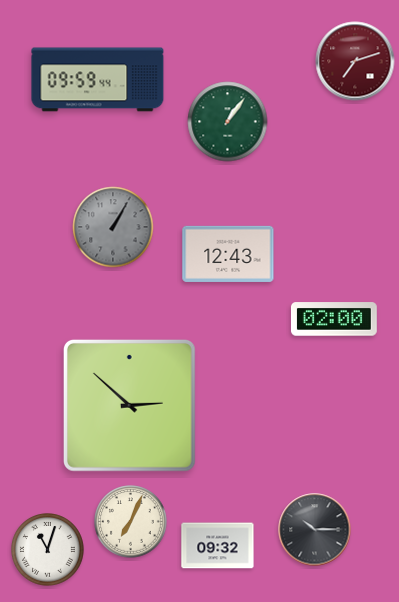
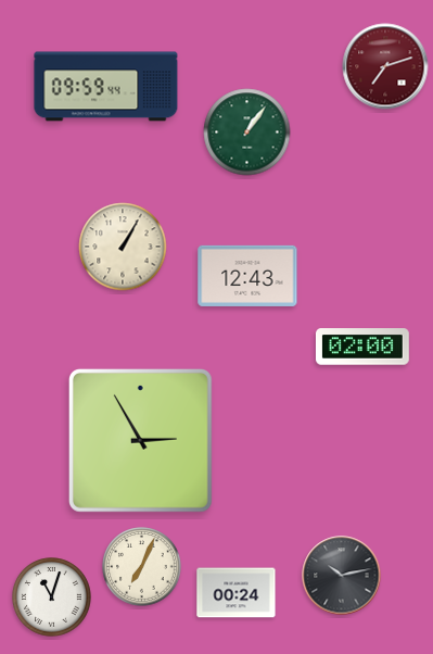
clock at (113, 227) dial: grey -> cream
clock at (129, 405): 2:52 -> 2:55
clock at (315, 530): 10:15 -> 10:13
clock at (218, 546): 09:32 -> 00:24
